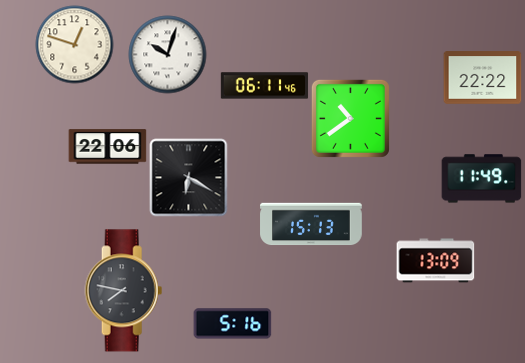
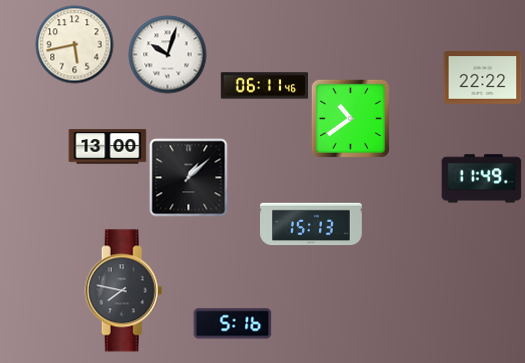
clock at (74, 44): 12:48 -> 5:43
clock at (107, 147): 22:06 -> 13:00
clock at (188, 177): 6:20 -> 1:08
clock at (435, 261): 13:09 -> none
